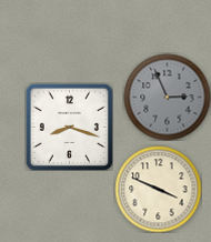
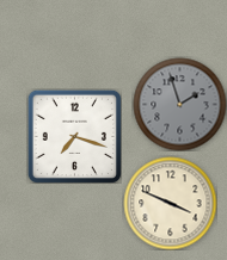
clock at (167, 97): 2:56 -> 1:57
clock at (69, 127): 8:18 -> 7:18
